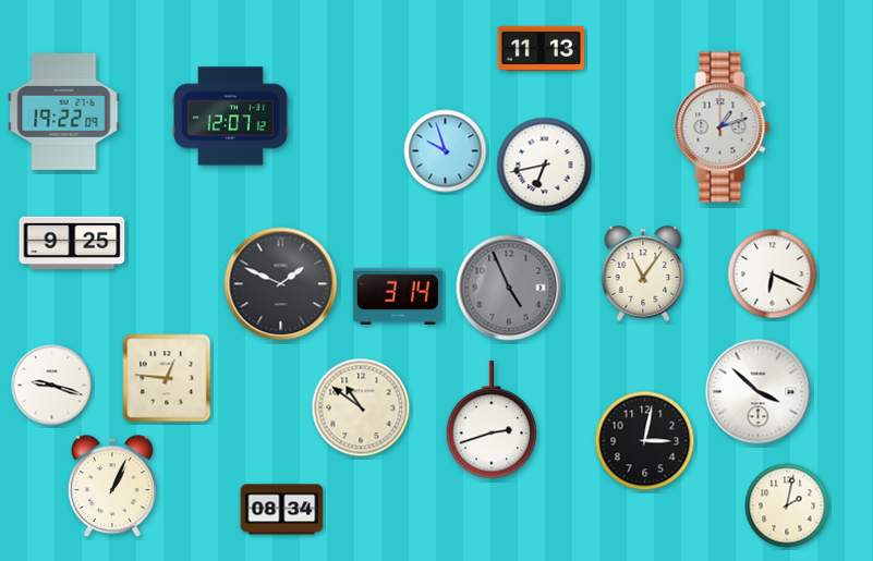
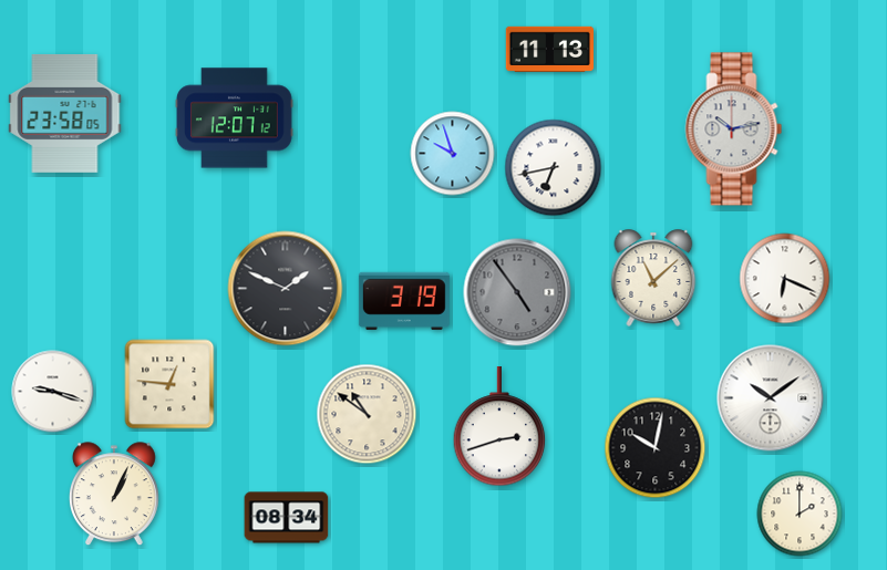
clock at (64, 111): 19:22 -> 23:58
clock at (723, 127): 1:12 -> 10:13
clock at (72, 243): 9:25 -> none
clock at (643, 273): 11:06 -> 11:08
clock at (509, 288): 4:56 -> 4:54
clock at (398, 296): 3:14 -> 3:19
clock at (759, 392): 3:52 -> 10:09
clock at (645, 441): 3:02 -> 10:02
clock at (787, 505): 2:02 -> 2:00
